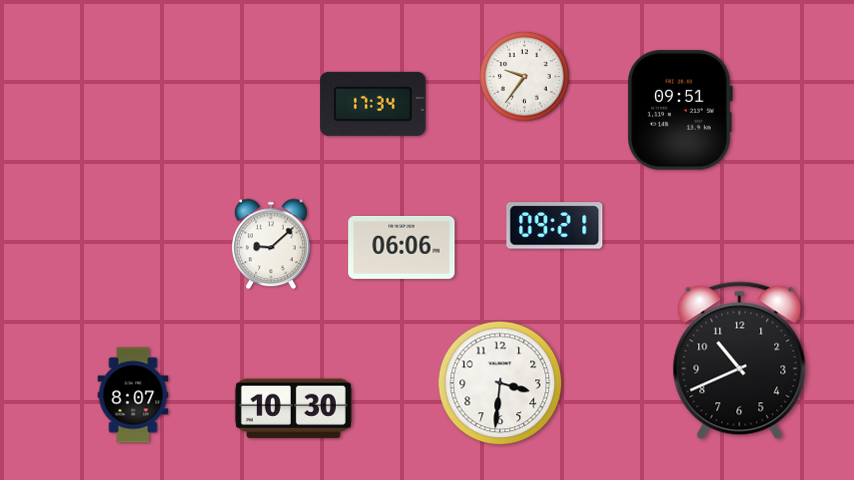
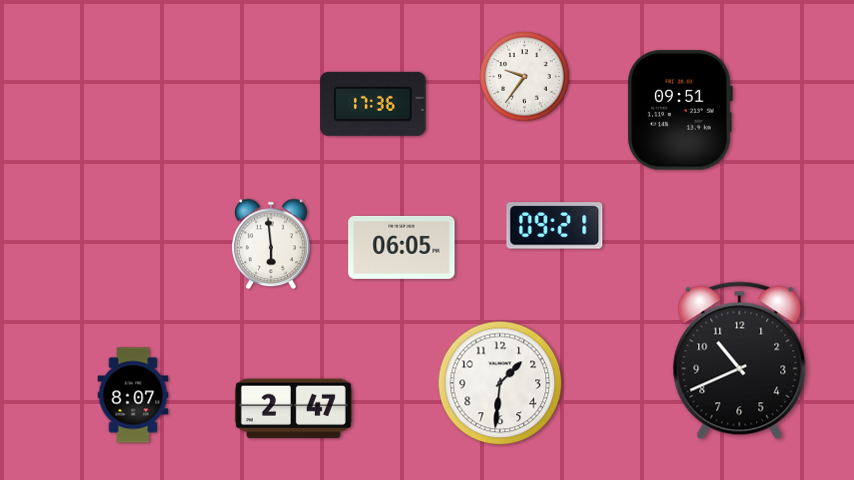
clock at (373, 104): 17:34 -> 17:36
clock at (272, 244): 9:08 -> 5:59
clock at (402, 247): 06:06 -> 06:05
clock at (500, 383): 3:31 -> 1:31
clock at (293, 409): 10:30 -> 2:47
